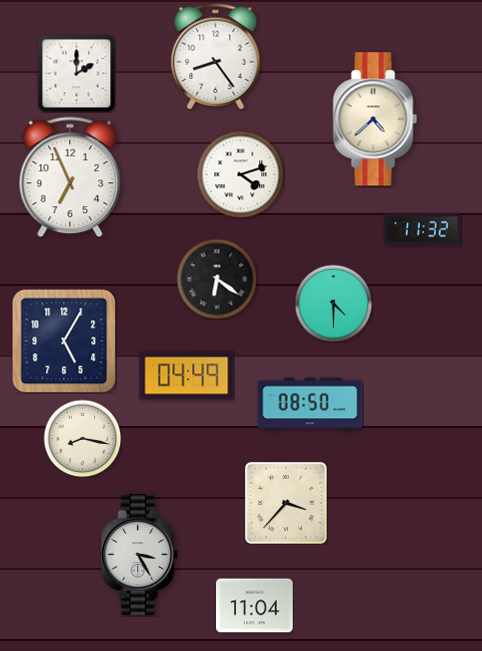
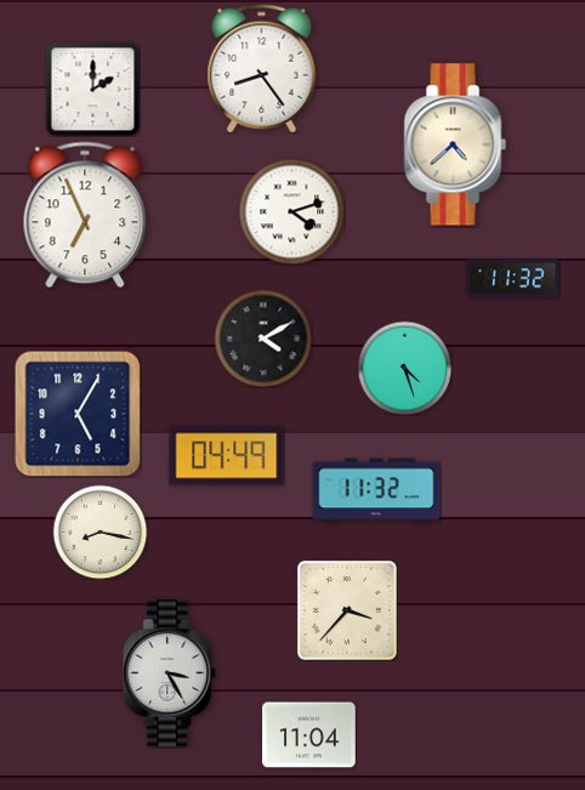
clock at (217, 279): 6:21 -> 4:10
clock at (333, 303): 4:30 -> 4:27
clock at (310, 404): 08:50 -> 11:32
